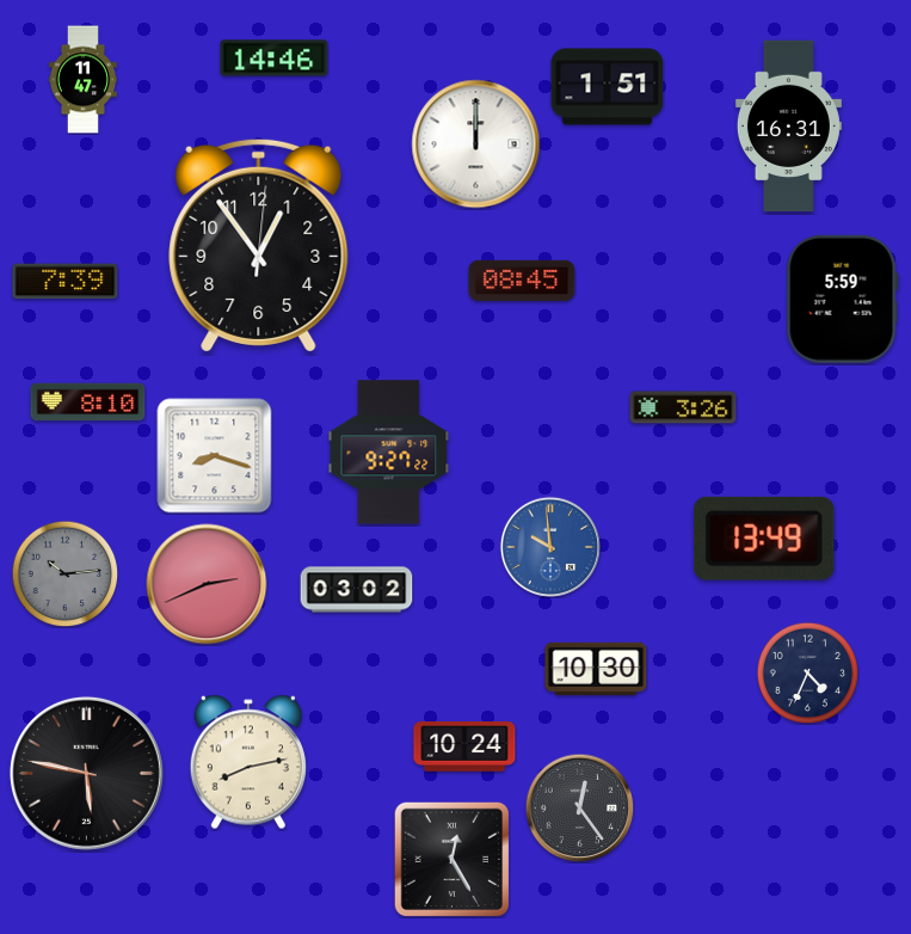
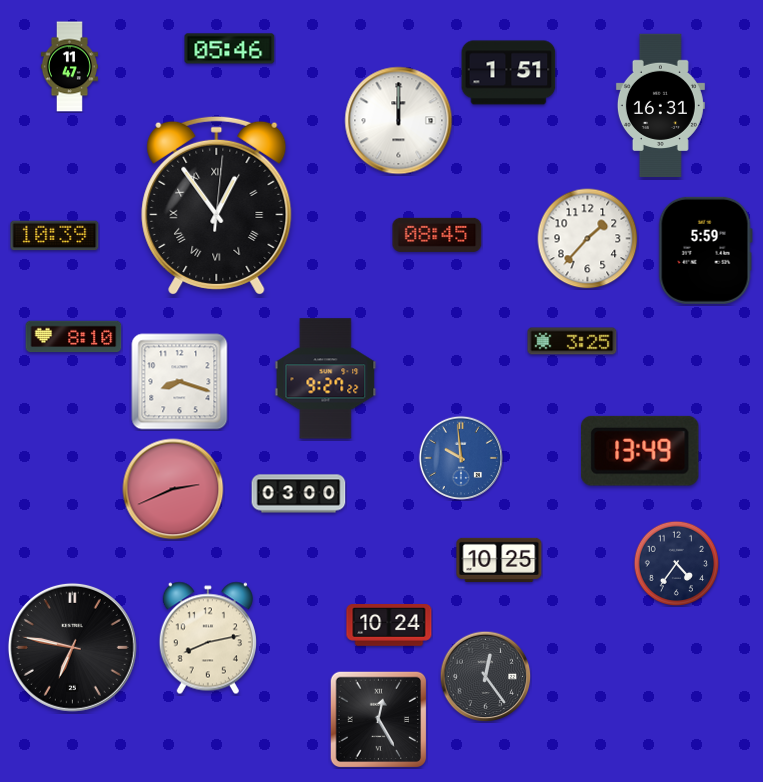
clock at (275, 59): 14:46 -> 05:46
clock at (259, 245) numerals: Arabic -> Roman
clock at (66, 282): 7:39 -> 10:39
clock at (588, 239): none -> 1:37
clock at (683, 407): 3:26 -> 3:25
clock at (64, 573): 10:14 -> none
clock at (357, 590): 03:02 -> 03:00
clock at (596, 669): 10:30 -> 10:25
clock at (807, 672): 4:34 -> 4:36
clock at (86, 773): 5:47 -> 6:47
